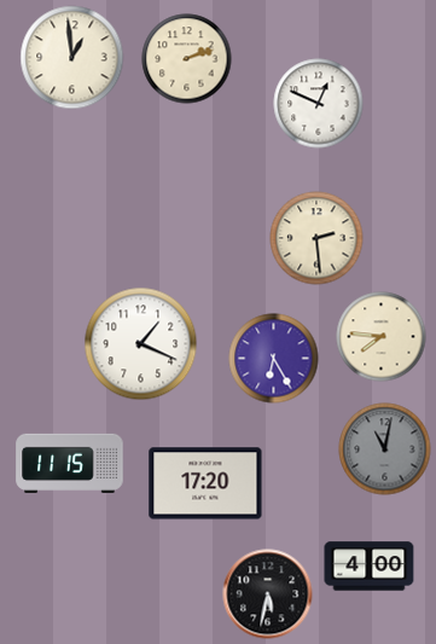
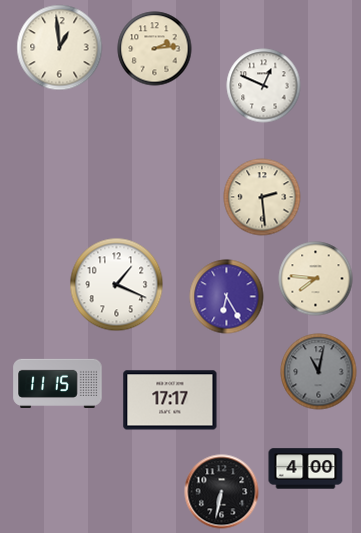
clock at (187, 59): 2:12 -> 2:14
clock at (205, 483): 17:20 -> 17:17
clock at (268, 594): 5:32 -> 6:32
